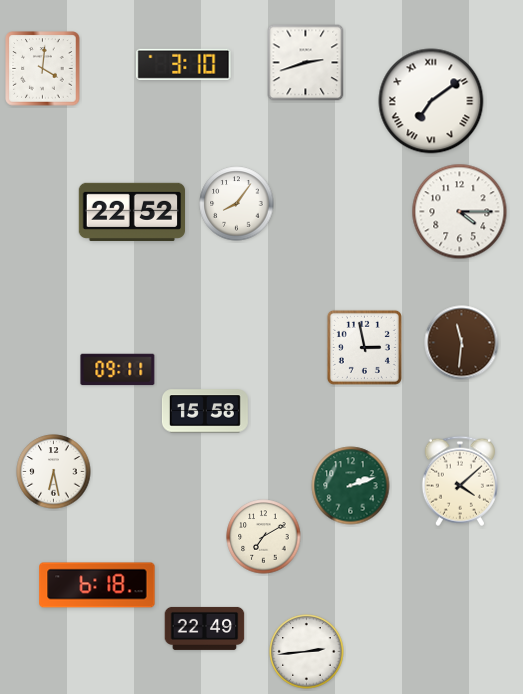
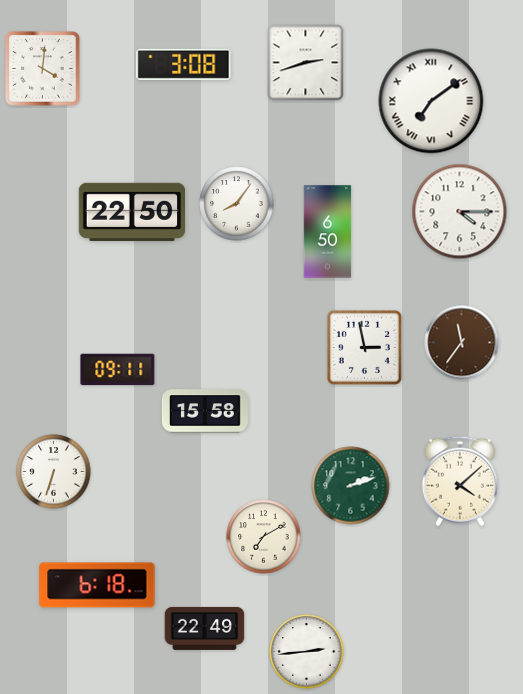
clock at (184, 64): 3:10 -> 3:08
clock at (131, 212): 22:52 -> 22:50
clock at (328, 232): none -> 6:50
clock at (462, 343): 11:31 -> 11:36
clock at (54, 472): 6:28 -> 6:33
